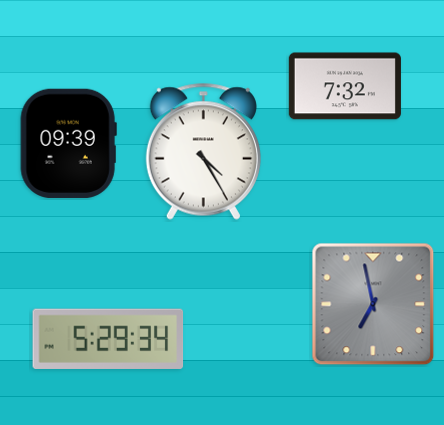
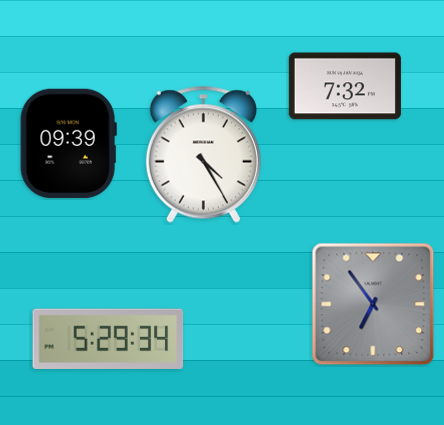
clock at (203, 151) position: (203, 151) -> (203, 154)
clock at (373, 304): 6:58 -> 6:54
